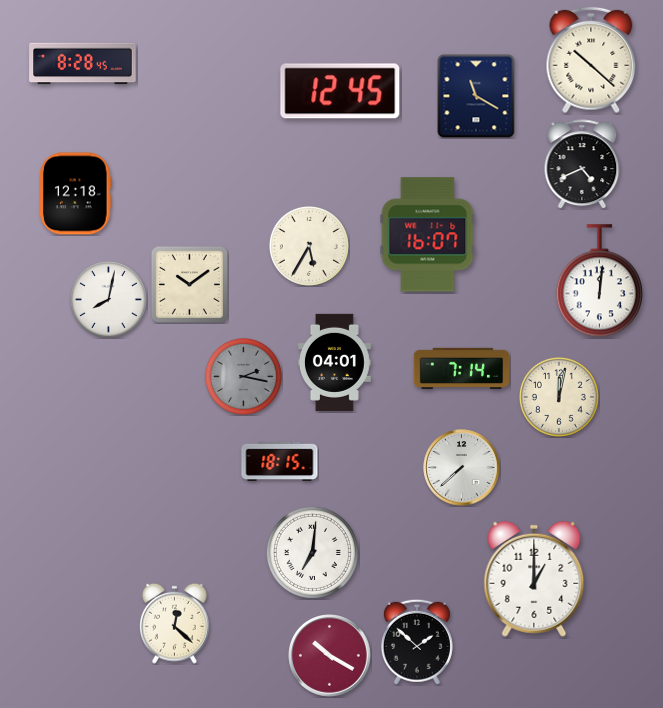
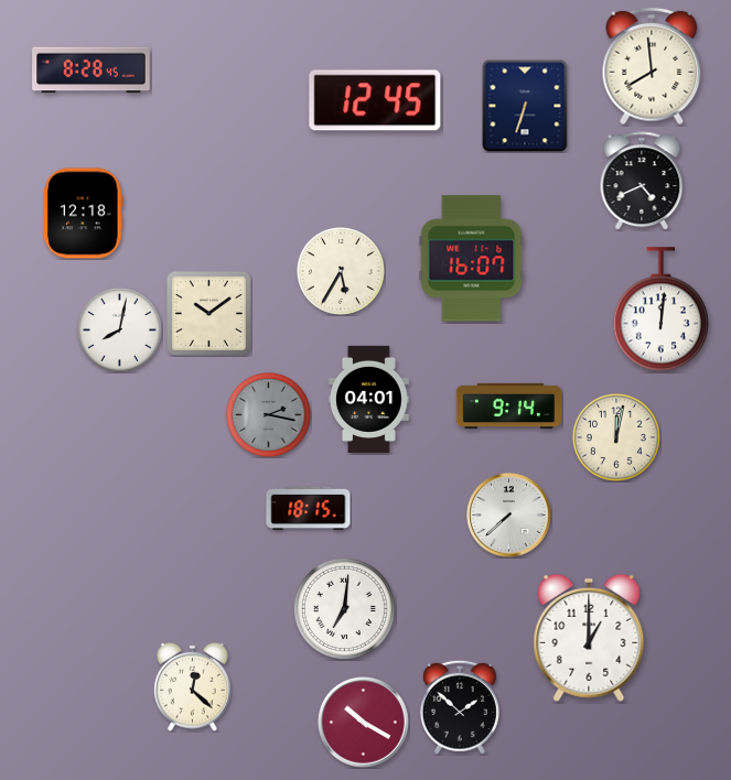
clock at (591, 60): 10:22 -> 7:59
clock at (476, 96): 11:20 -> 6:33
clock at (462, 369): 7:14 -> 9:14
